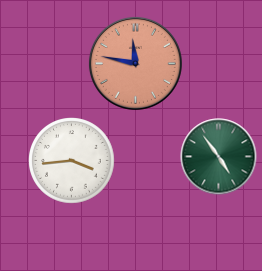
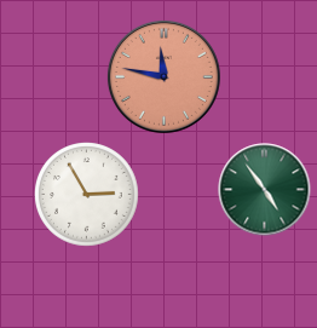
clock at (72, 161): 3:44 -> 2:55
